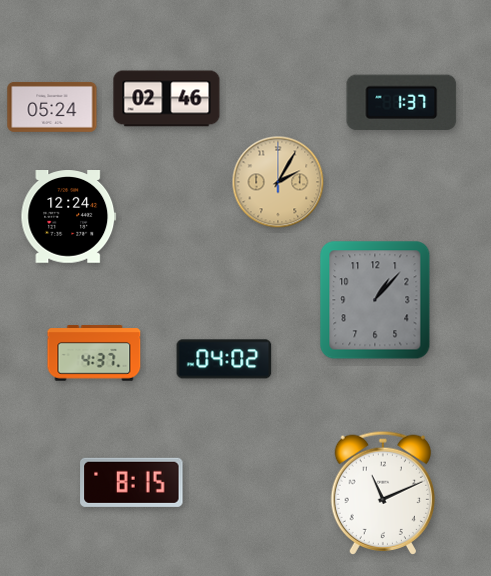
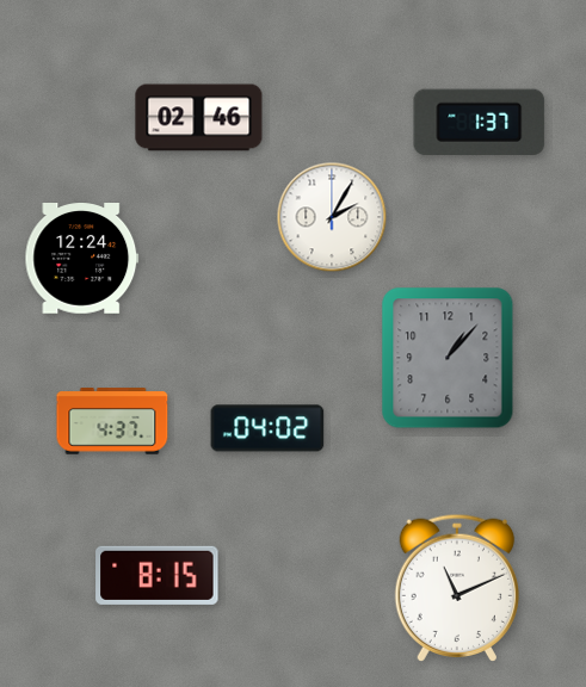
clock at (52, 107): 05:24 -> none
clock at (278, 182) dial: champagne -> white
